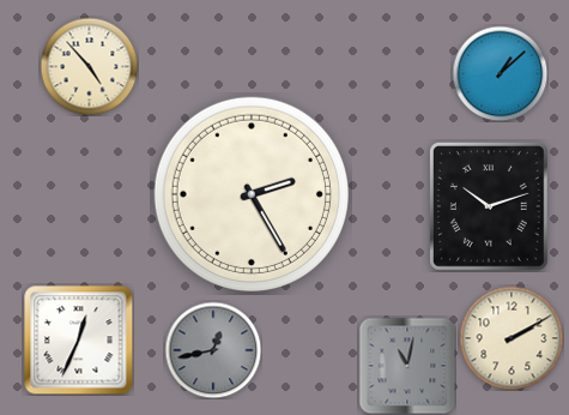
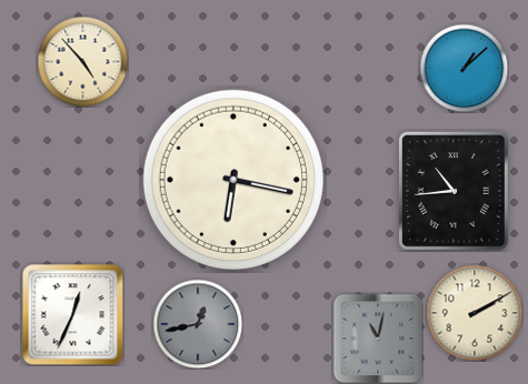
clock at (252, 194): 2:25 -> 6:17
clock at (489, 206): 10:12 -> 10:44
